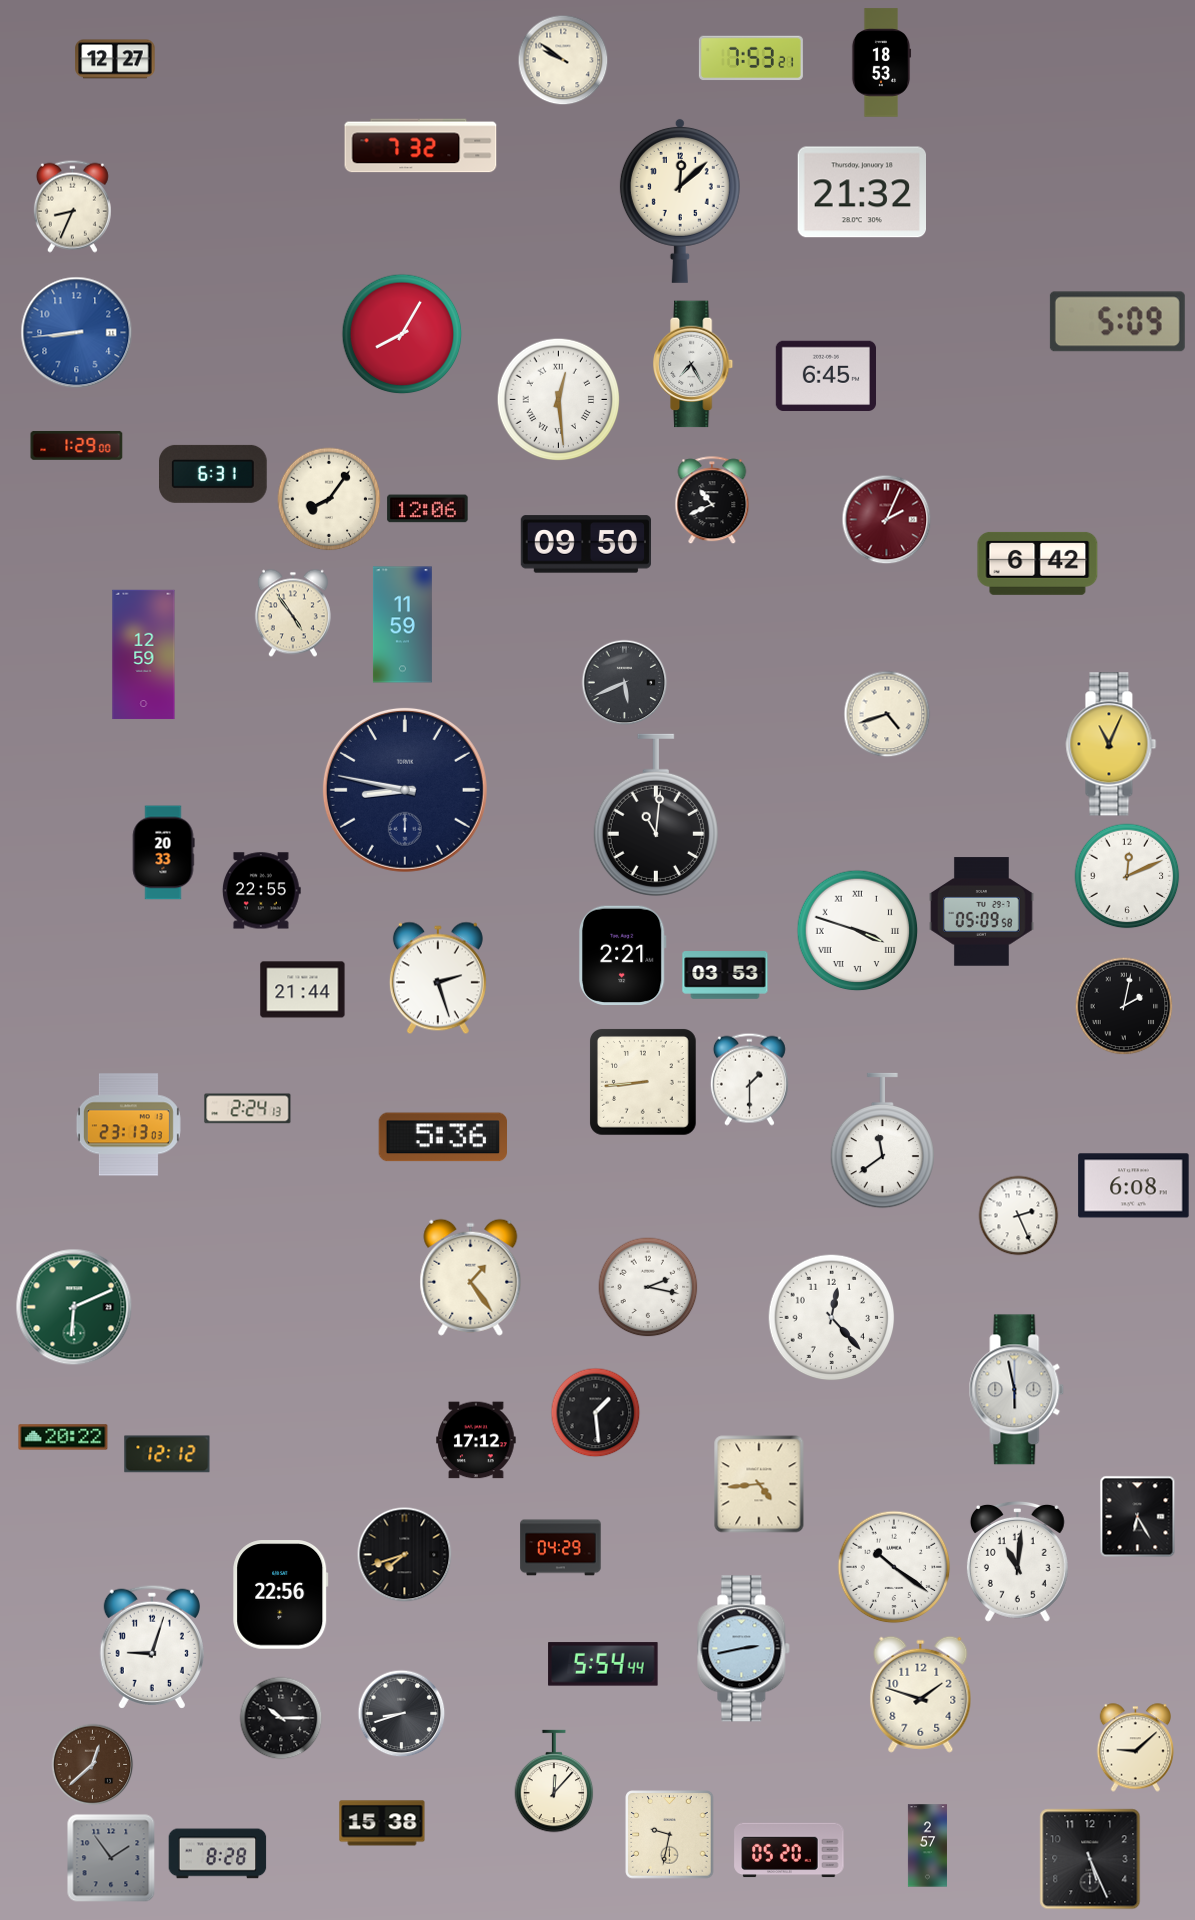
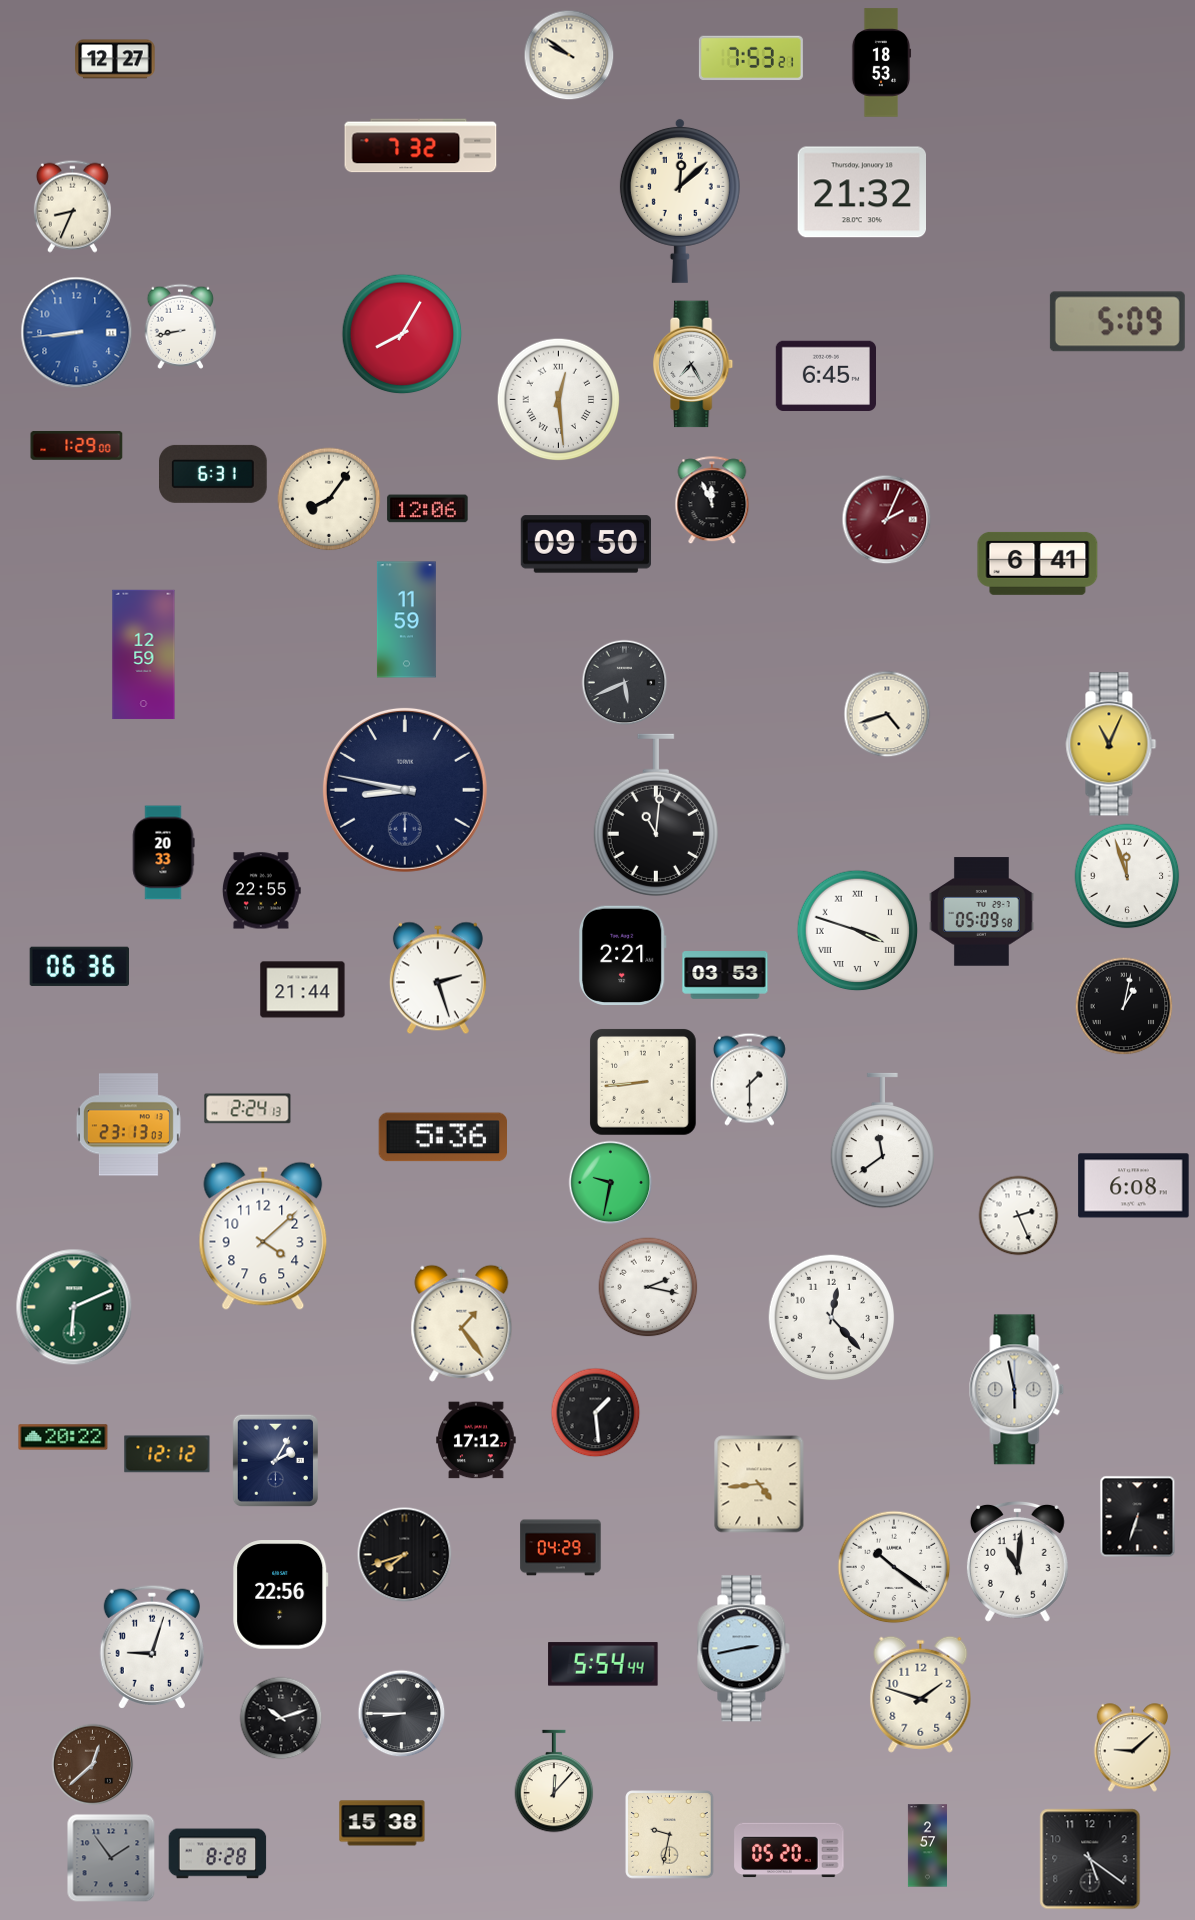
clock at (563, 60) position: (563, 60) -> (569, 55)
clock at (181, 326): none -> 8:43
clock at (712, 501): 10:41 -> 11:56
clock at (1038, 563): 6:42 -> 6:41
clock at (293, 613): 4:54 -> none
clock at (402, 625) position: (402, 625) -> (406, 620)
clock at (1127, 876): 12:11 -> 11:57
clock at (79, 966): none -> 06:36
clock at (1124, 1006): 2:02 -> 1:02
clock at (611, 1183): none -> 9:32
clock at (263, 1236): none -> 4:08
clock at (471, 1277) position: (471, 1277) -> (462, 1323)
clock at (275, 1460): none -> 2:05
clock at (1138, 1517): 6:25 -> 6:33
clock at (402, 1714): 8:42 -> 8:45
clock at (281, 1718): 10:15 -> 10:12
clock at (1135, 1748) position: (1135, 1748) -> (1132, 1748)
clock at (1090, 1859): 5:26 -> 5:21
